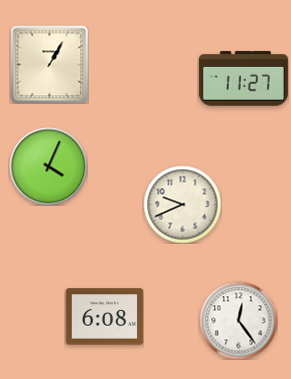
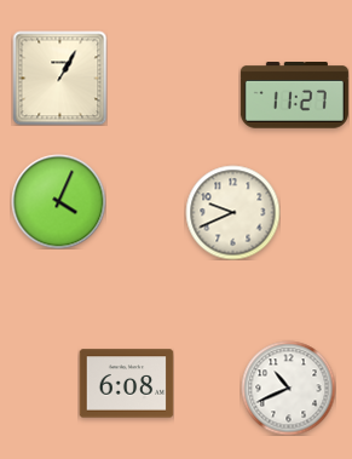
clock at (182, 204) position: (182, 204) -> (232, 212)
clock at (238, 320): 12:24 -> 10:41
